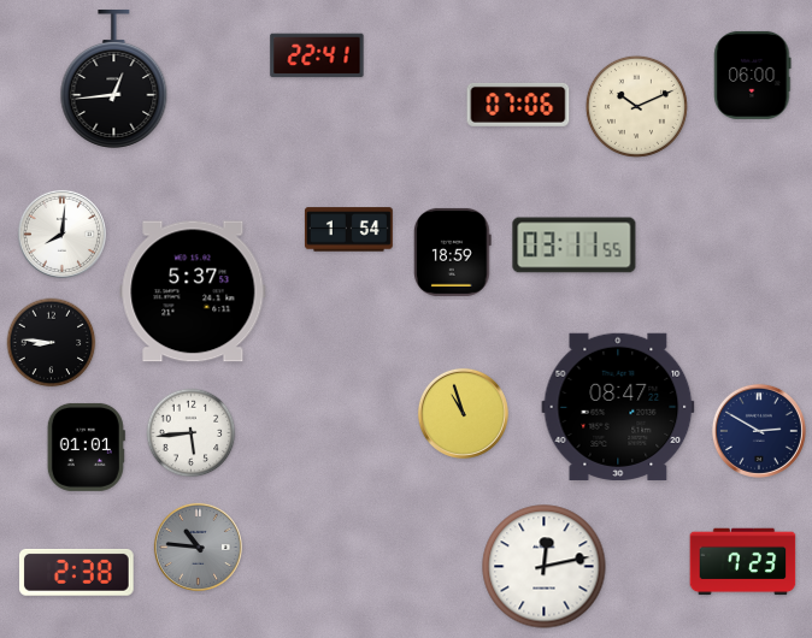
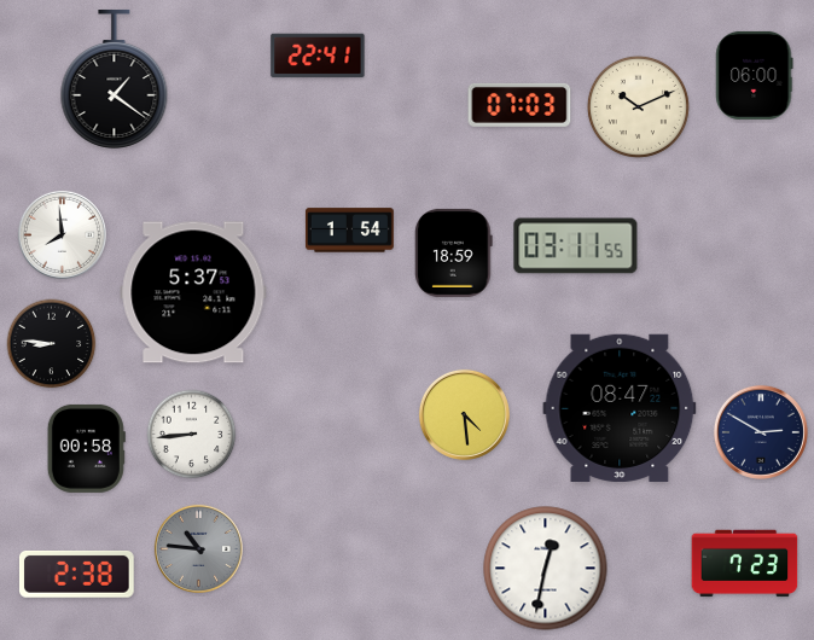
clock at (114, 78): 12:44 -> 1:21
clock at (518, 105): 07:06 -> 07:03
clock at (61, 234): 8:01 -> 7:59
clock at (463, 413): 10:57 -> 4:29
clock at (192, 433): 5:44 -> 8:44
clock at (86, 447): 01:01 -> 00:58
clock at (545, 567): 12:13 -> 12:32
